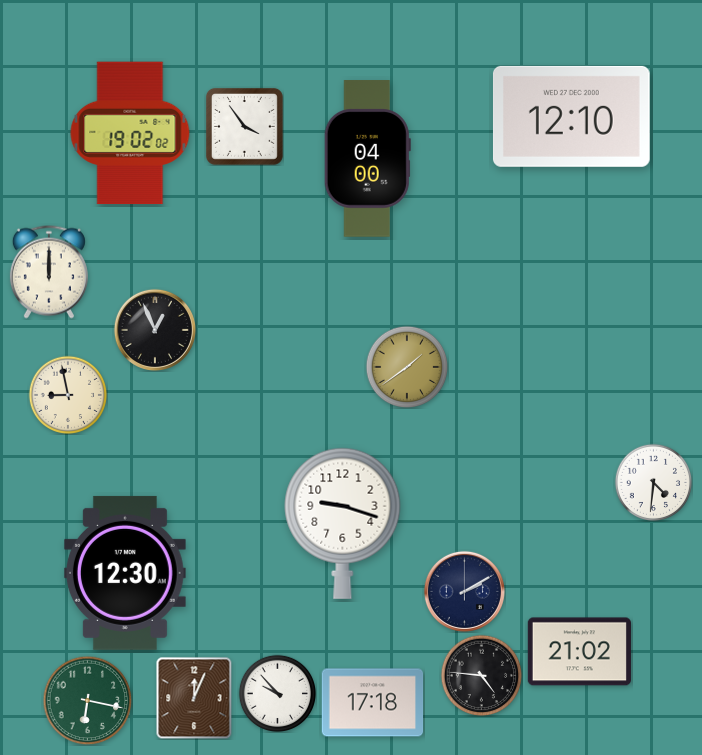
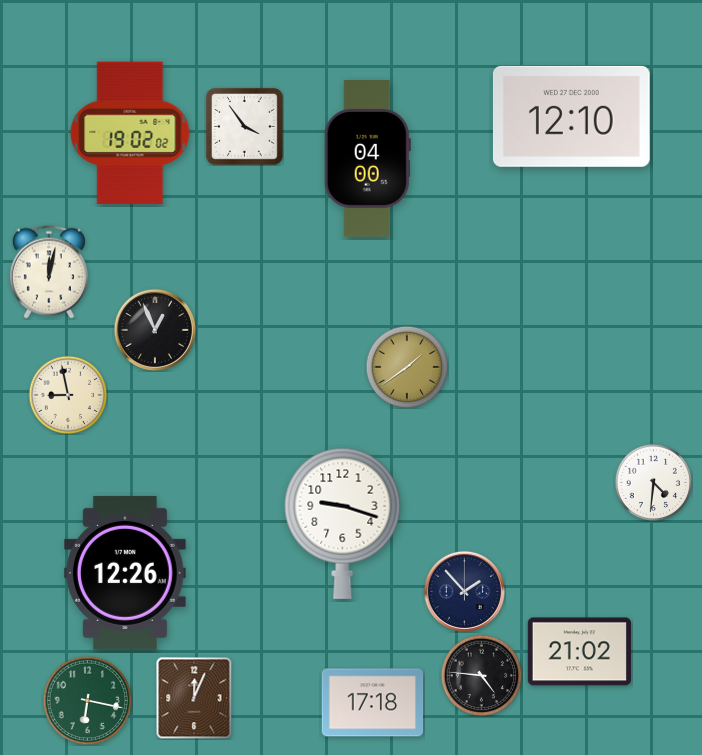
clock at (49, 272): 12:00 -> 12:02
clock at (125, 573): 12:30 -> 12:26
clock at (464, 591): 2:10 -> 1:53
clock at (277, 693): 9:53 -> none
